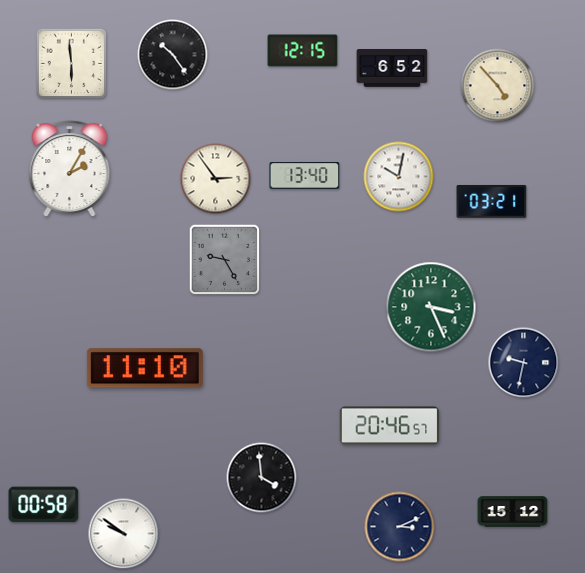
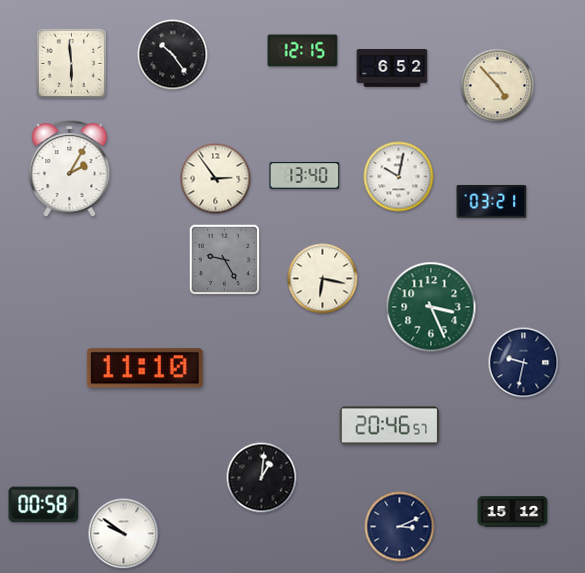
clock at (323, 279): none -> 6:17
clock at (262, 478): 3:59 -> 1:01
